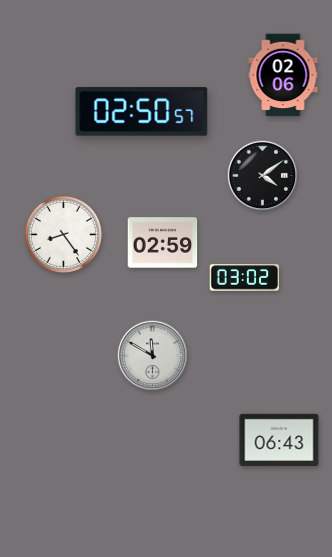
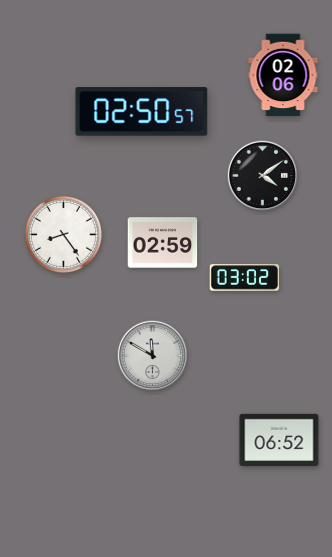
clock at (279, 439): 06:43 -> 06:52
